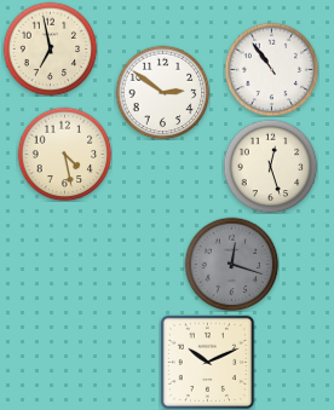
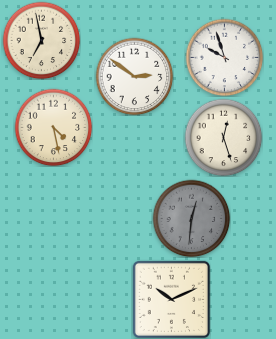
clock at (271, 69): 10:54 -> 9:57
clock at (231, 264): 12:18 -> 12:31
